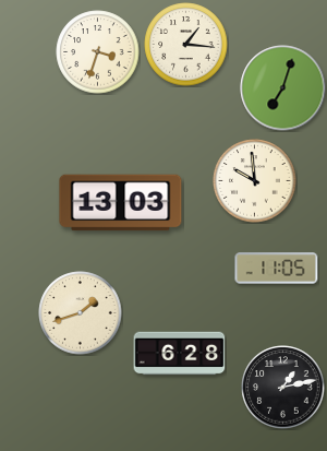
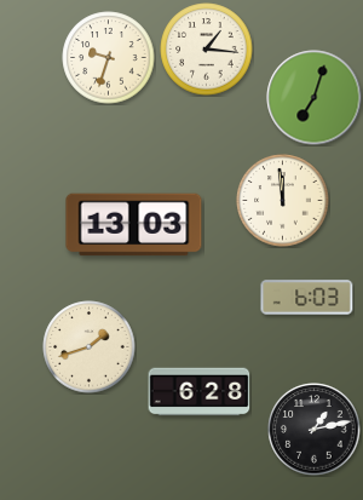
clock at (98, 52): 3:33 -> 9:33
clock at (255, 181): 9:59 -> 11:59
clock at (277, 269): 11:05 -> 6:03
